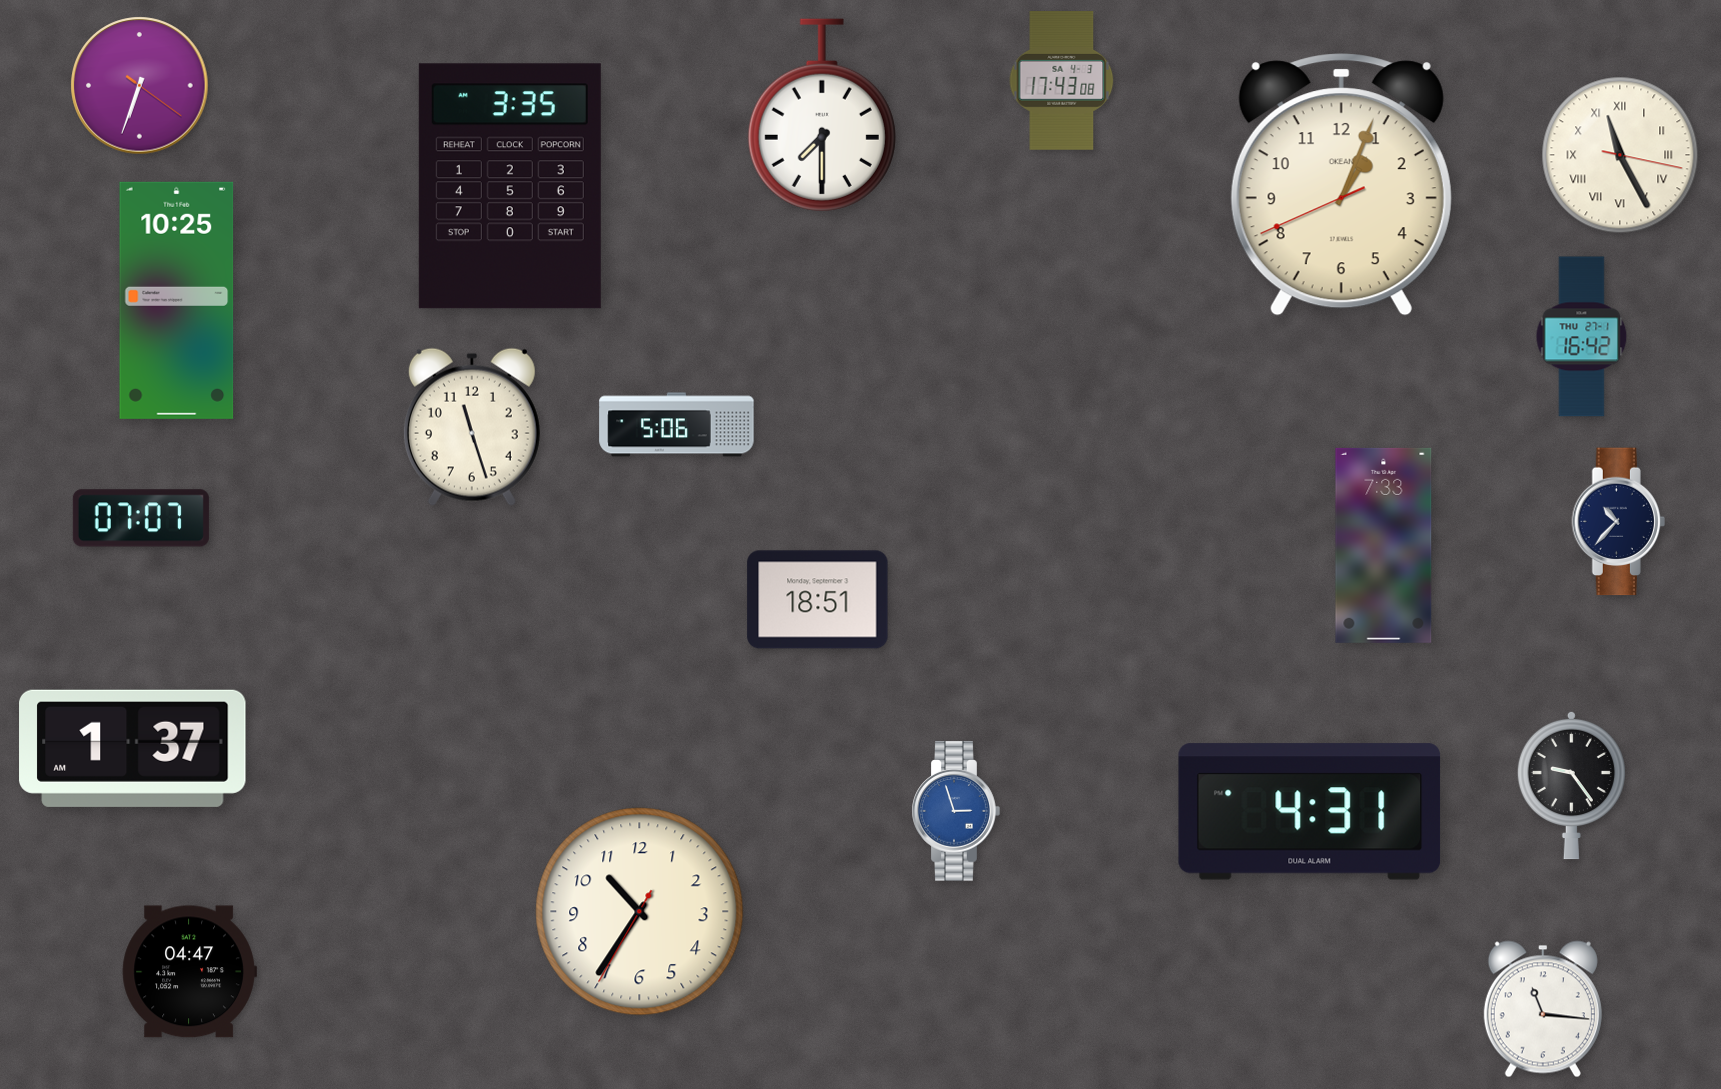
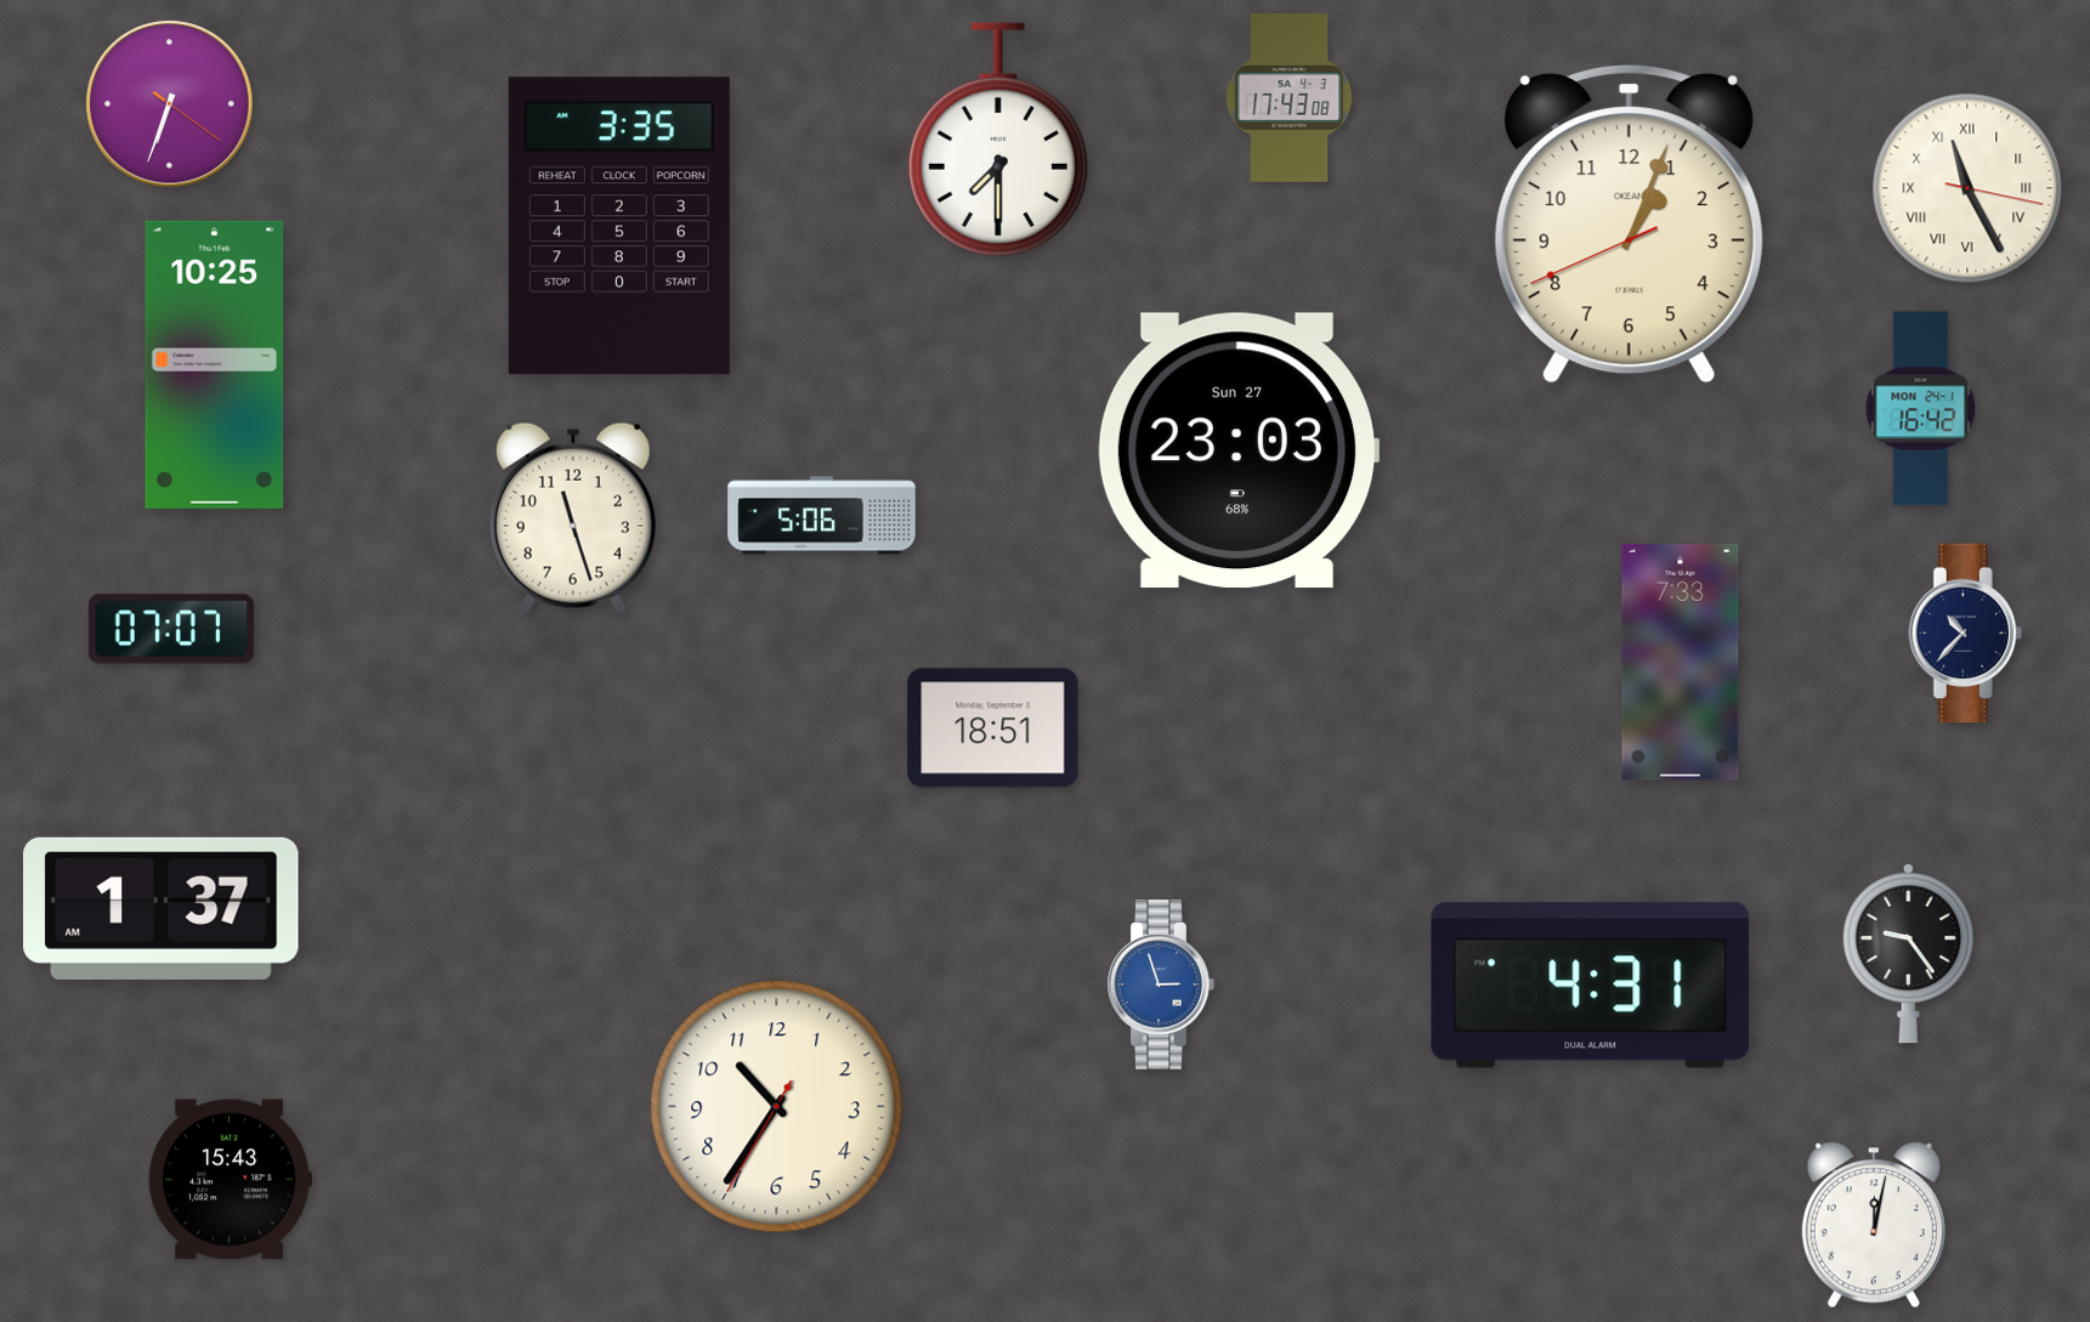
clock at (1582, 337) date: THU 27-1 -> MON 24-1
clock at (1239, 450): none -> 23:03
clock at (189, 972): 04:47 -> 15:43
clock at (1543, 1009): 11:16 -> 12:02
